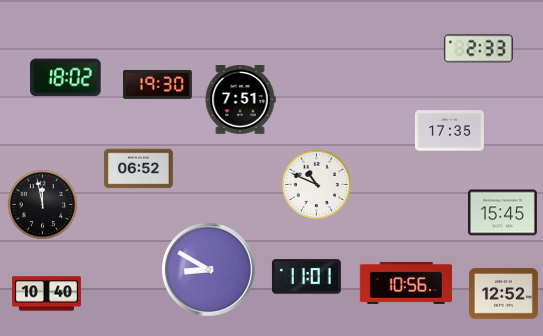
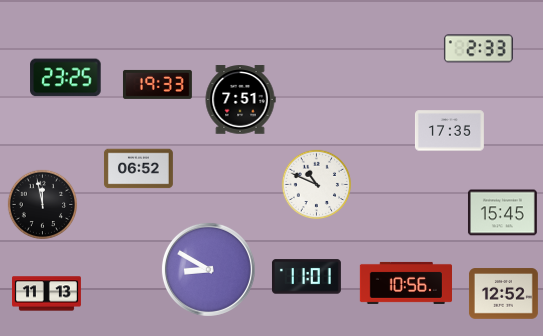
clock at (66, 78): 18:02 -> 23:25
clock at (157, 84): 19:30 -> 19:33
clock at (47, 294): 10:40 -> 11:13
